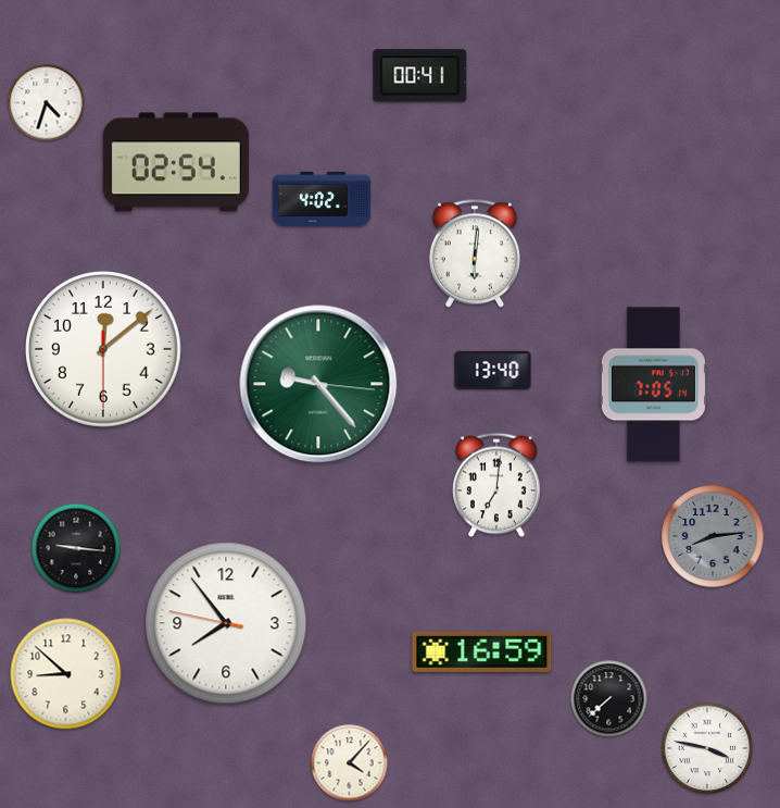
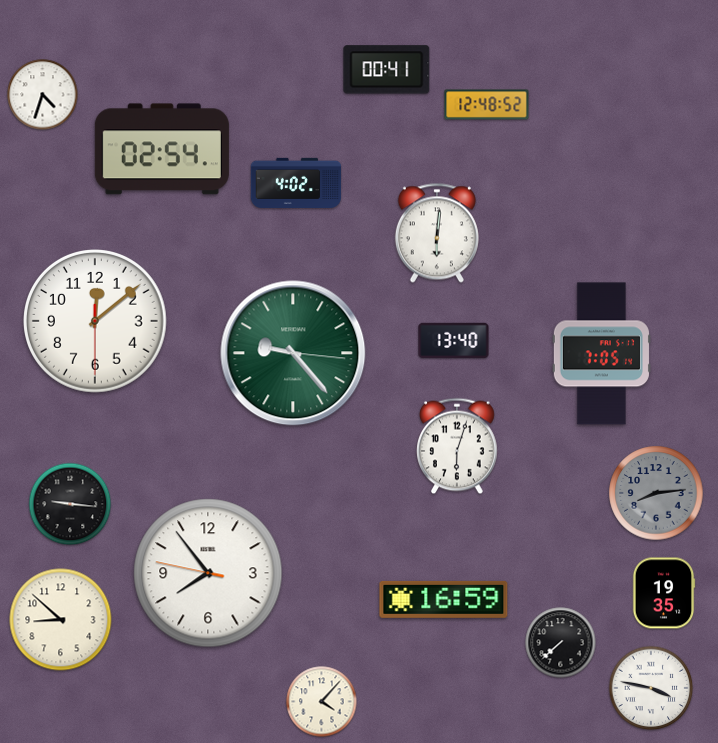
clock at (487, 105): none -> 12:48
clock at (498, 485): 7:01 -> 6:03
clock at (664, 593): none -> 19:35
